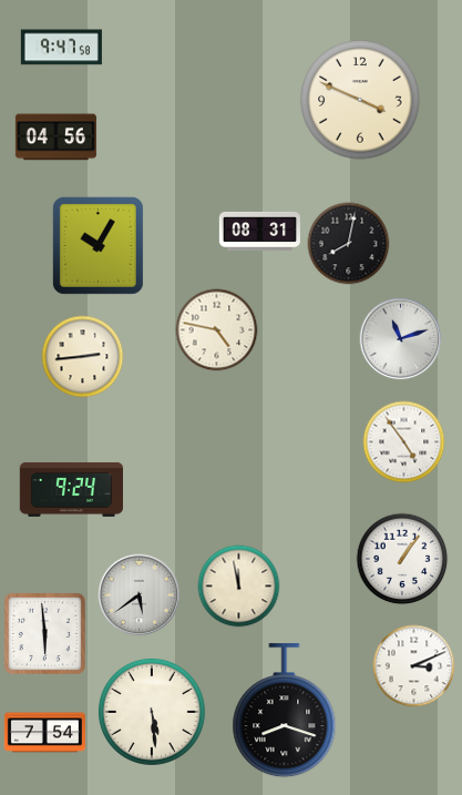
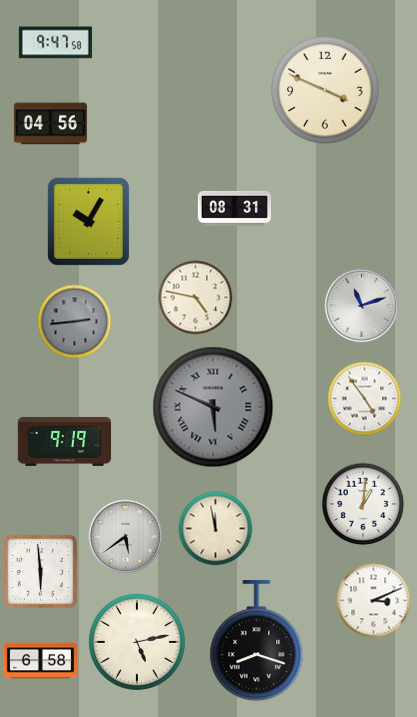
clock at (349, 244): 8:02 -> none
clock at (83, 357) dial: cream -> grey
clock at (213, 407): none -> 5:49
clock at (71, 489): 9:24 -> 9:19
clock at (402, 559): 1:06 -> 1:01
clock at (152, 712): 5:29 -> 5:13
clock at (44, 733): 7:54 -> 6:58
